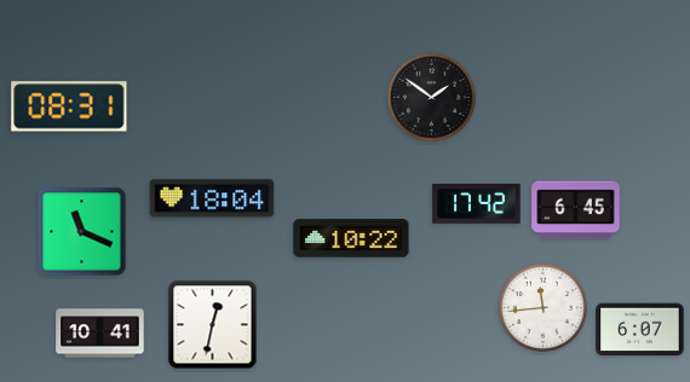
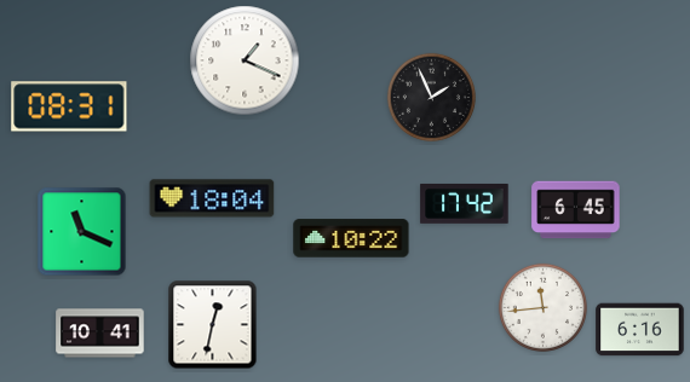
clock at (245, 60): none -> 1:19
clock at (431, 97): 1:51 -> 1:56
clock at (477, 204) position: (477, 204) -> (465, 204)
clock at (640, 330): 6:07 -> 6:16
